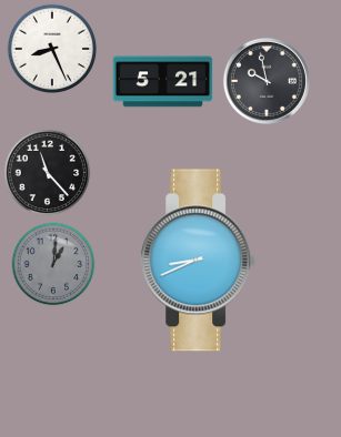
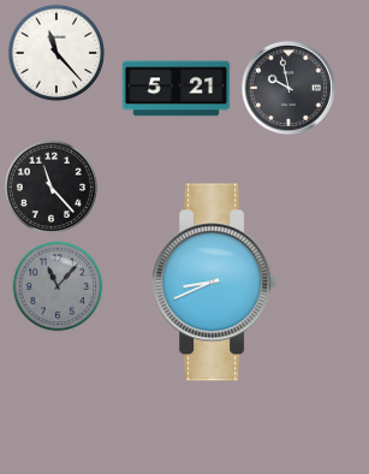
clock at (51, 48): 8:26 -> 11:23
clock at (53, 264): 1:01 -> 11:07
